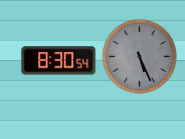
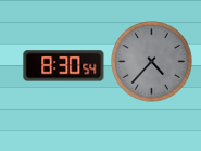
clock at (140, 57): 5:26 -> 4:37
